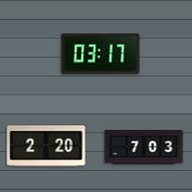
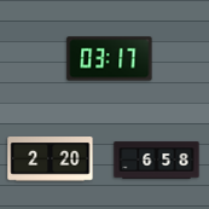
clock at (144, 148): 7:03 -> 6:58
